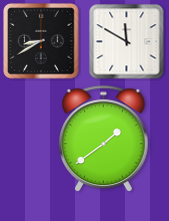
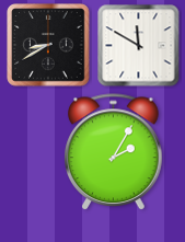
clock at (41, 41) position: (41, 41) -> (48, 45)
clock at (104, 139): 1:39 -> 2:05
